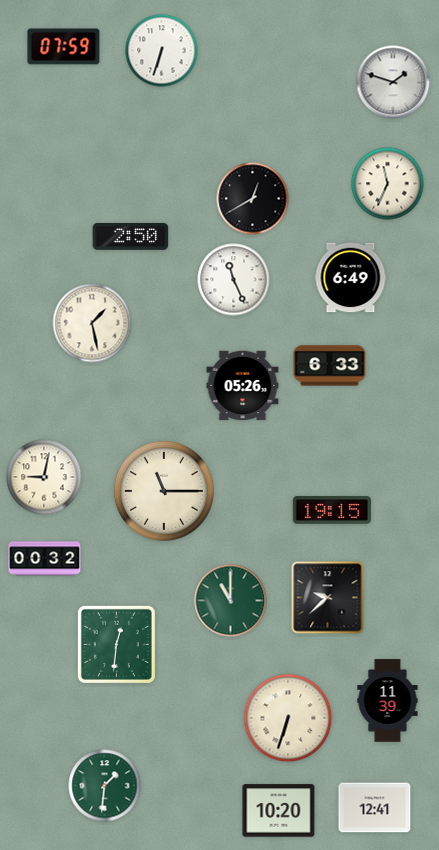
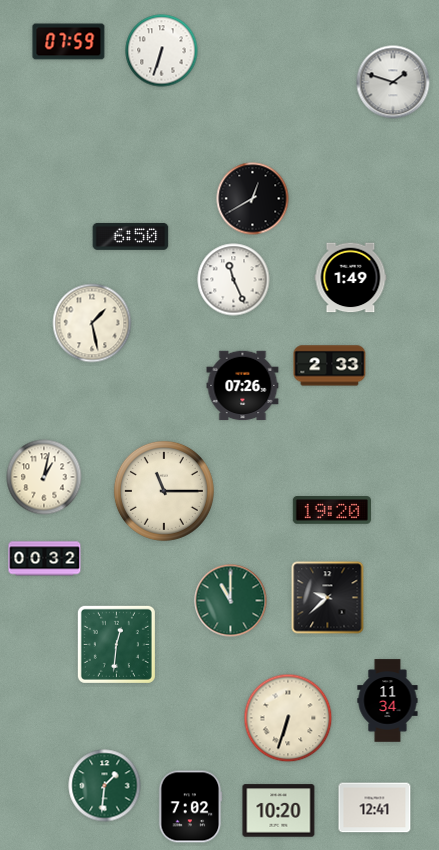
clock at (64, 47) position: (64, 47) -> (69, 42)
clock at (388, 184): 11:34 -> none
clock at (131, 236): 2:50 -> 6:50
clock at (351, 278): 6:49 -> 1:49
clock at (330, 366): 6:33 -> 2:33
clock at (243, 386): 05:26 -> 07:26
clock at (44, 477): 9:02 -> 1:02
clock at (331, 510): 19:15 -> 19:20
clock at (388, 701): 11:39 -> 11:34
clock at (191, 807): none -> 7:02
